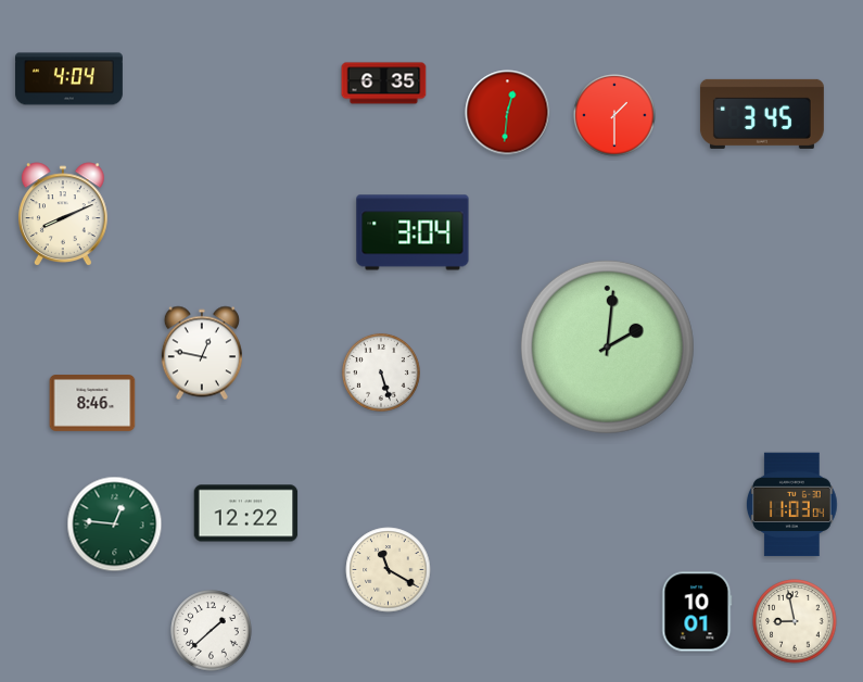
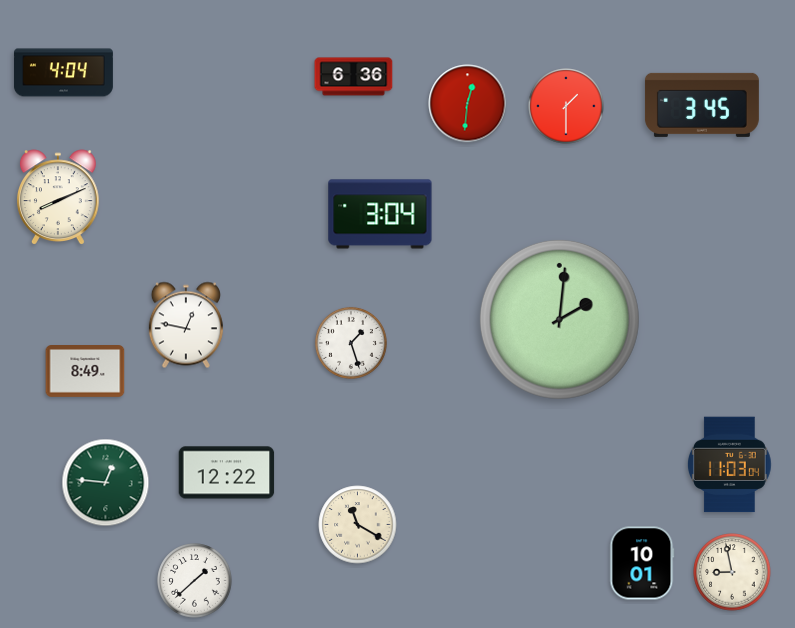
clock at (384, 84): 6:35 -> 6:36
clock at (381, 372): 5:27 -> 1:27
clock at (92, 404): 8:46 -> 8:49
